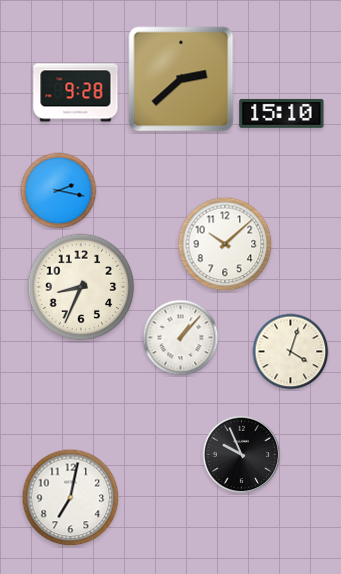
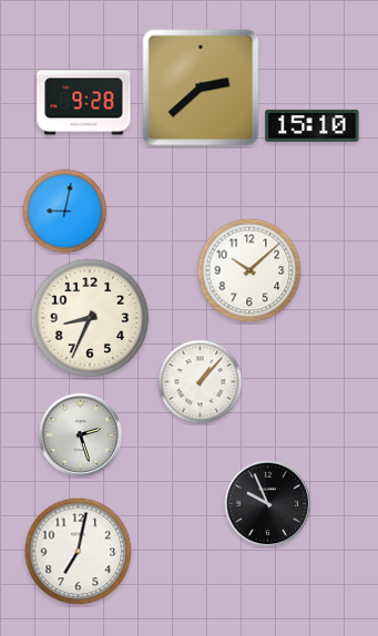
clock at (59, 191): 2:17 -> 9:02
clock at (181, 338) position: (181, 338) -> (201, 382)
clock at (291, 352): 4:03 -> none
clock at (81, 435): none -> 2:27
